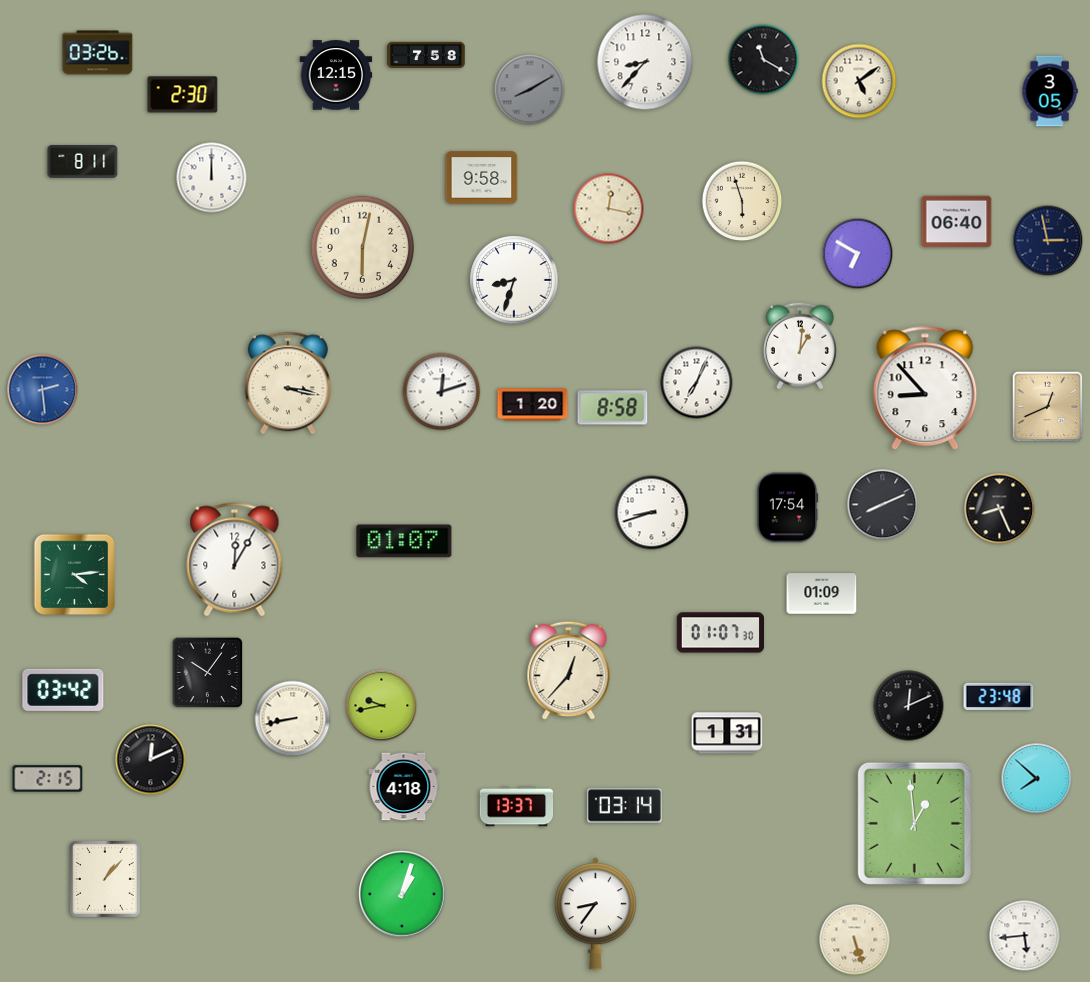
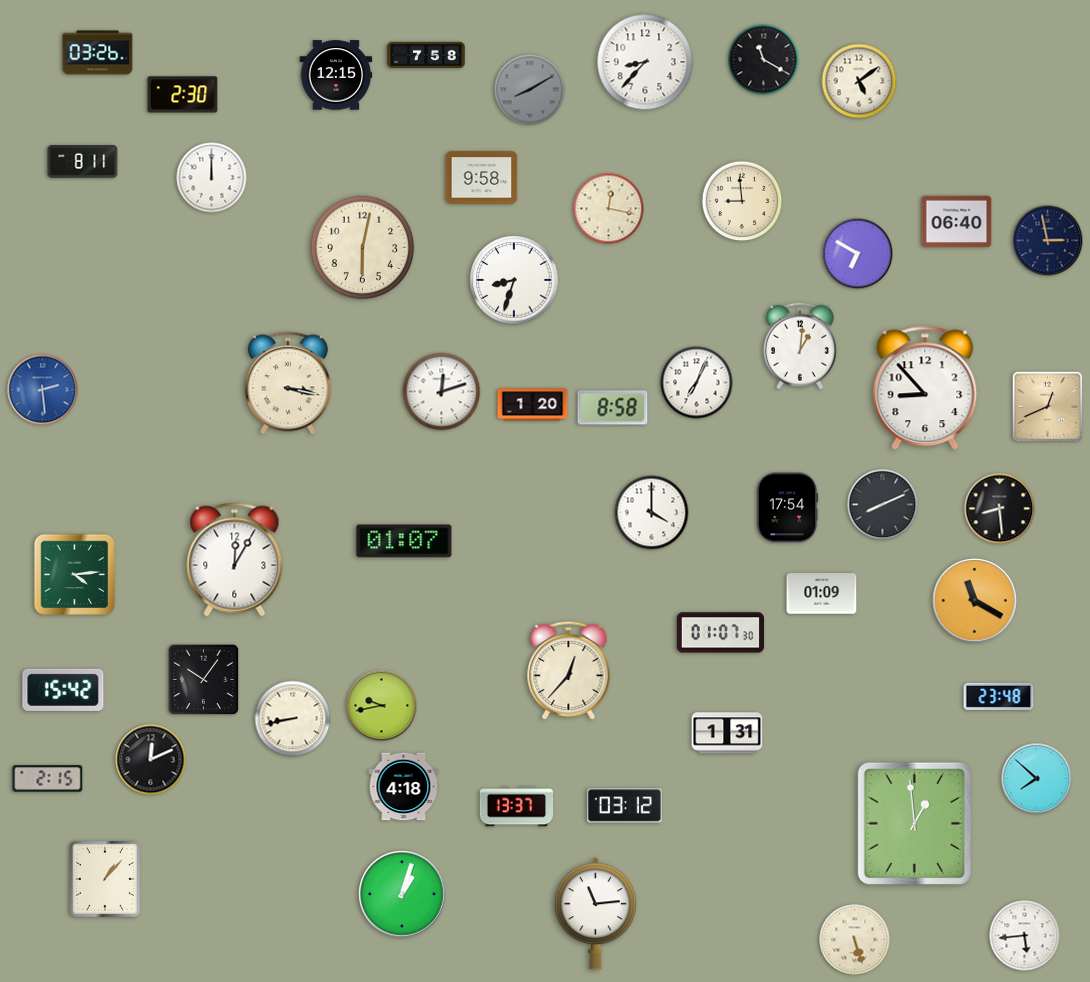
clock at (1050, 91): 3:05 -> none
clock at (742, 201): 5:57 -> 8:59
clock at (1000, 509): 8:26 -> 8:29
clock at (652, 513): 8:42 -> 4:00
clock at (975, 601): none -> 11:20
clock at (208, 673) position: (208, 673) -> (204, 680)
clock at (63, 690): 03:42 -> 15:42
clock at (909, 706): 12:11 -> none
clock at (624, 806): 03:14 -> 03:12
clock at (595, 914): 8:36 -> 11:14
